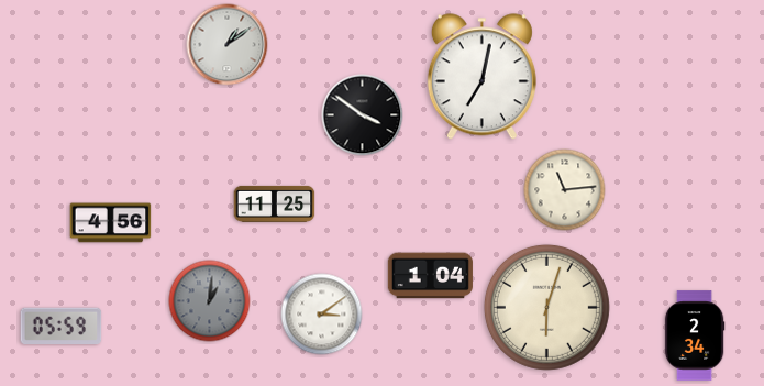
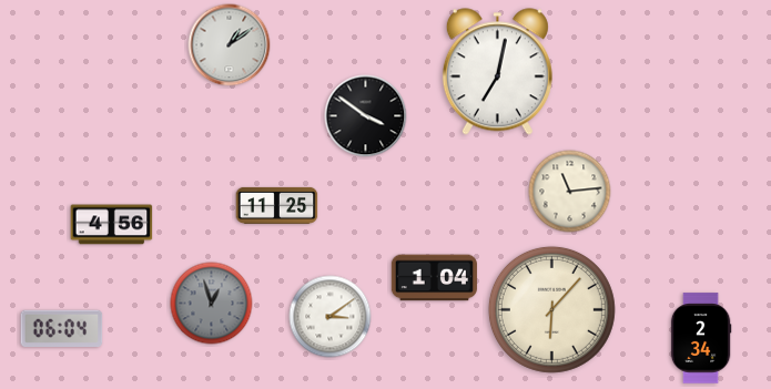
clock at (481, 77) position: (481, 77) -> (497, 72)
clock at (210, 301): 1:01 -> 12:57
clock at (546, 307): 6:03 -> 6:07
clock at (322, 315) position: (322, 315) -> (331, 317)
clock at (62, 326): 05:59 -> 06:04
